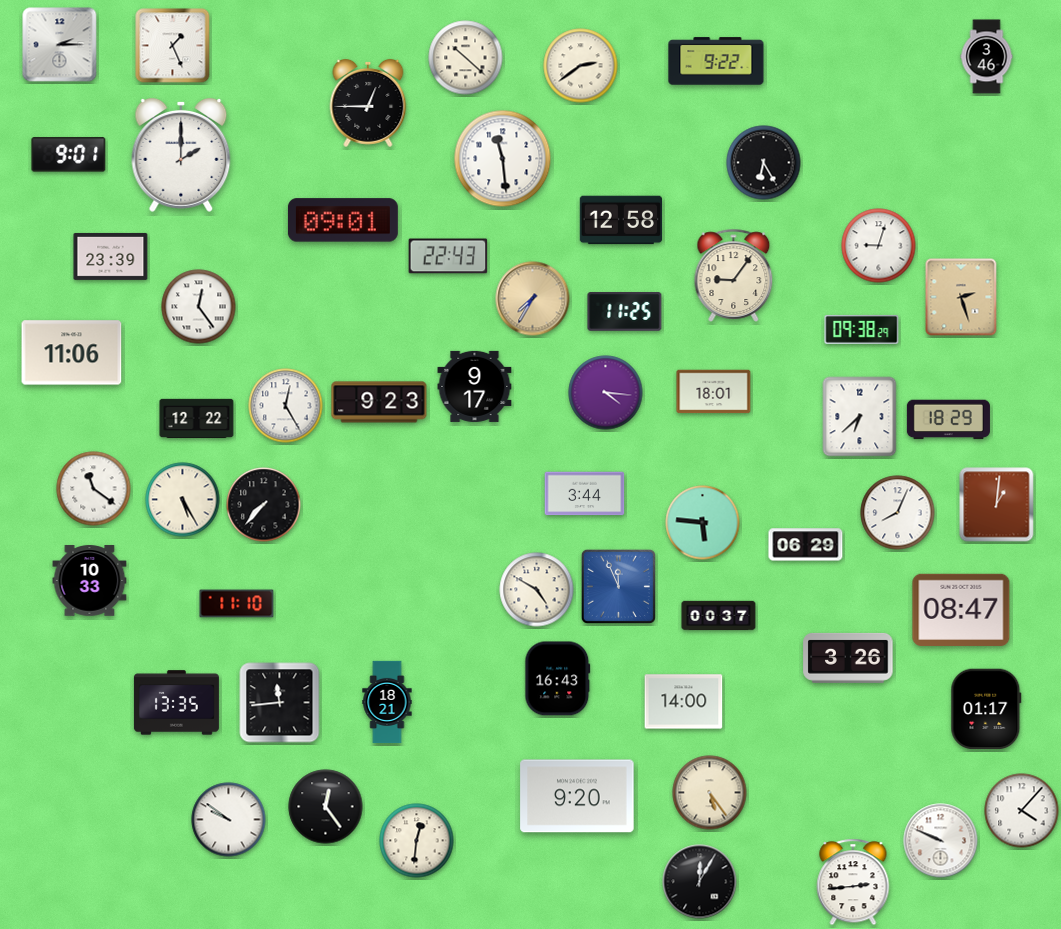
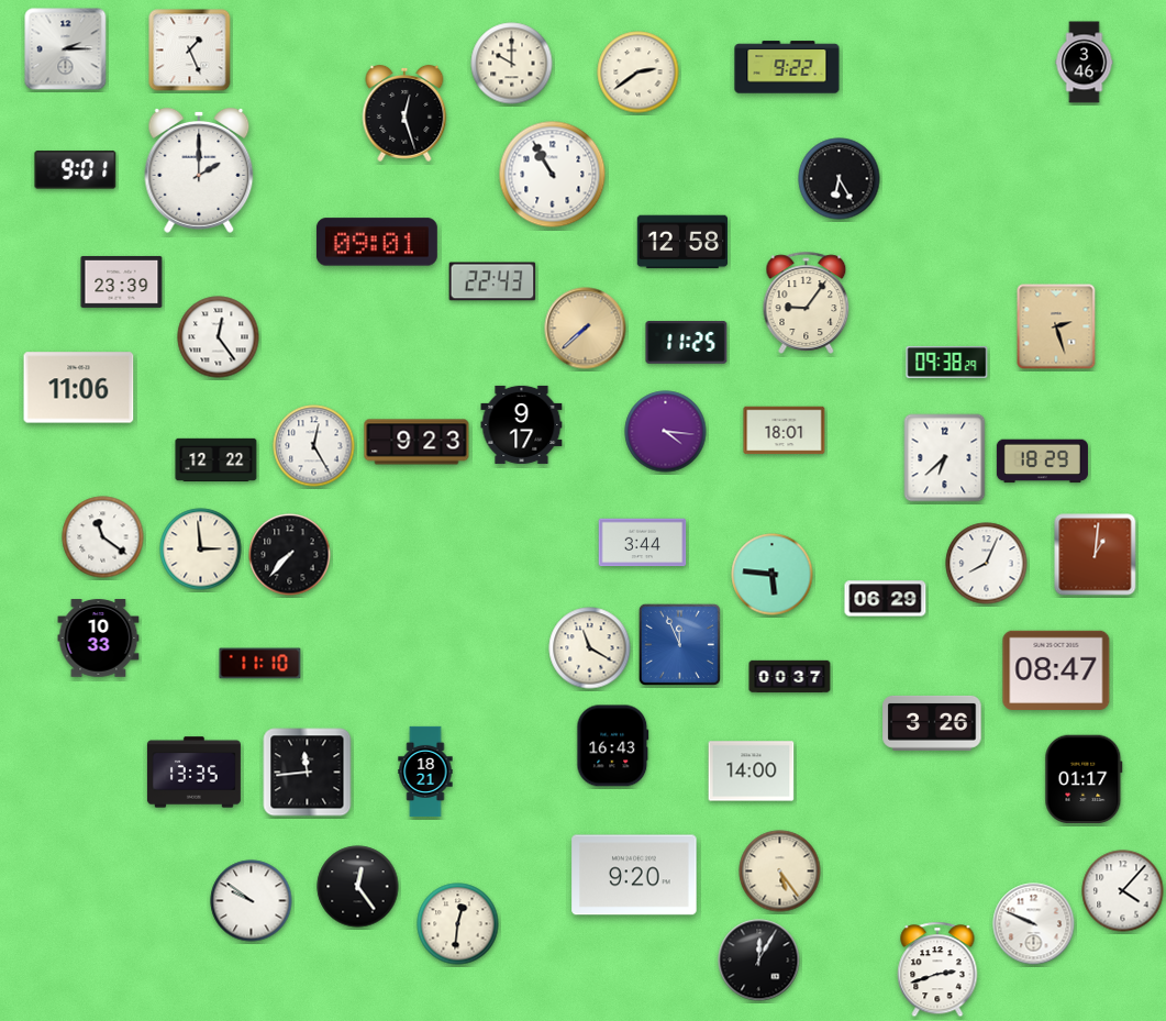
clock at (466, 58): 10:22 -> 10:00
clock at (368, 103): 12:45 -> 12:27
clock at (503, 159): 11:29 -> 10:55
clock at (879, 246): 9:03 -> none
clock at (533, 299): 7:35 -> 7:38
clock at (183, 500): 5:25 -> 2:59
clock at (537, 590): 4:50 -> 11:20
clock at (700, 882) position: (700, 882) -> (759, 961)
clock at (853, 882): 2:44 -> 2:42
